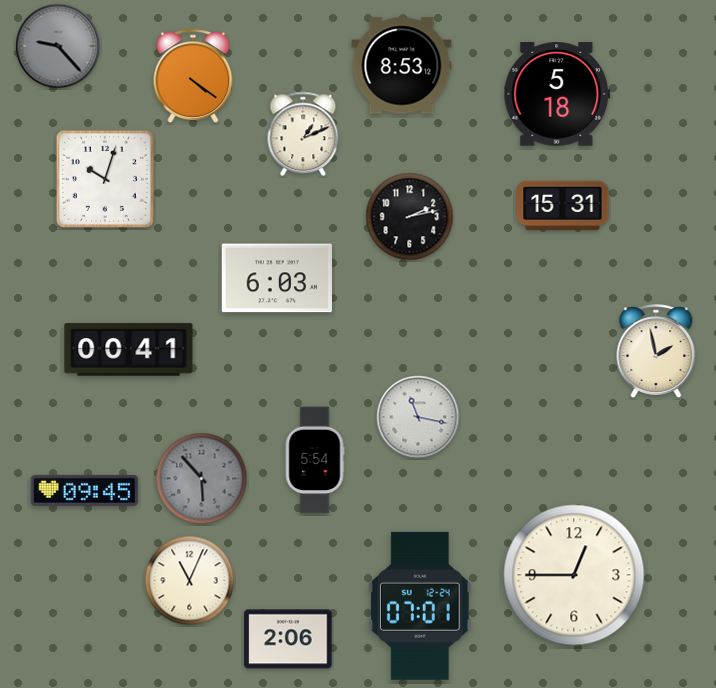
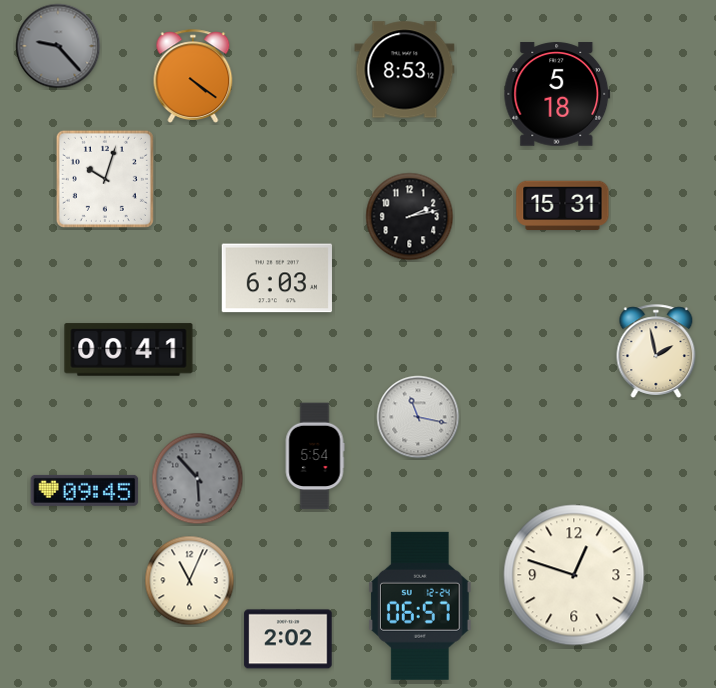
clock at (402, 66) position: (402, 66) -> (405, 70)
clock at (303, 134): 1:11 -> none
clock at (315, 460) position: (315, 460) -> (315, 456)
clock at (202, 479) position: (202, 479) -> (198, 479)
clock at (574, 575): 12:45 -> 12:48
clock at (420, 606): 07:01 -> 06:57
clock at (288, 639): 2:06 -> 2:02
